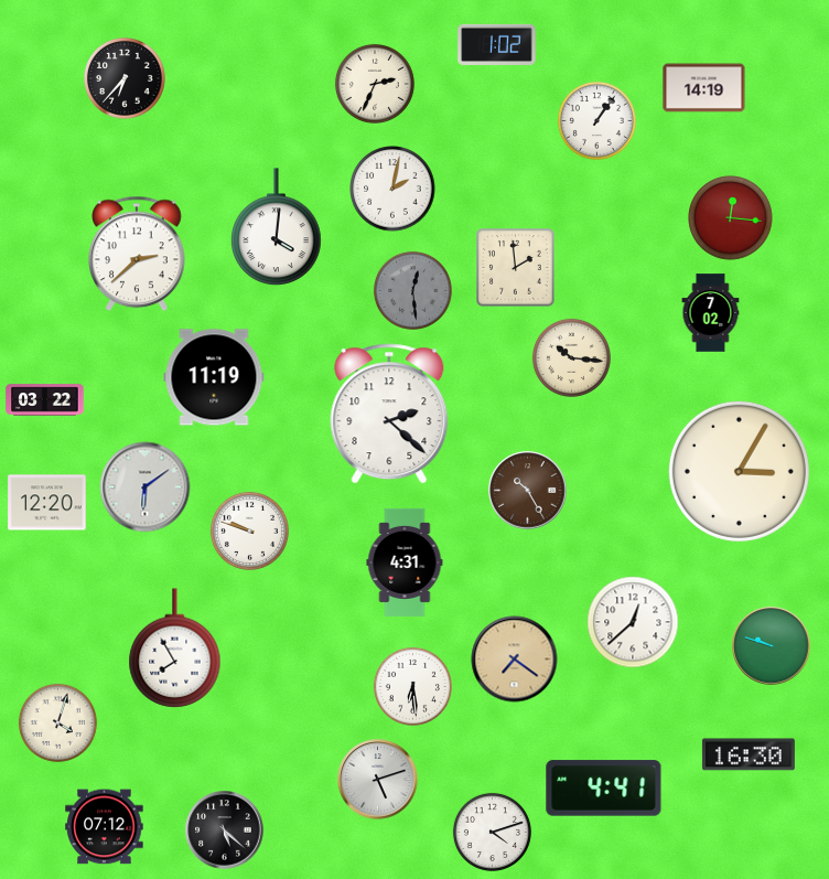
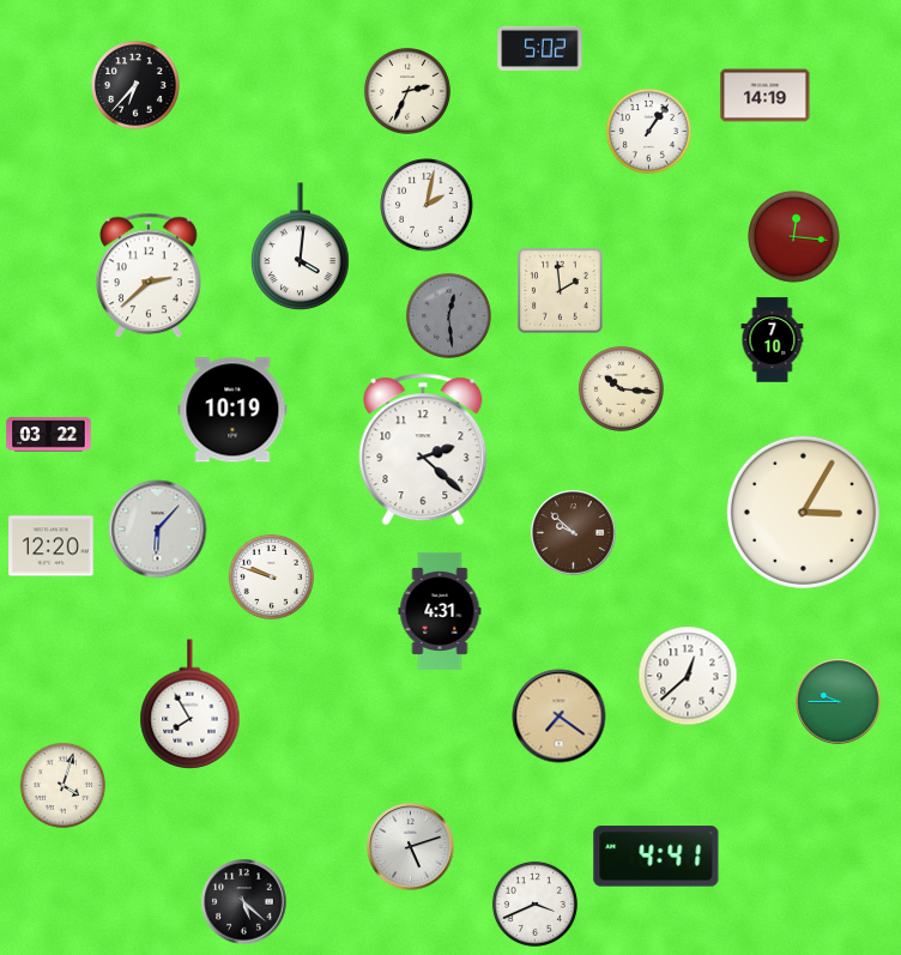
clock at (497, 44): 1:02 -> 5:02
clock at (711, 313): 7:02 -> 7:10
clock at (214, 377): 11:19 -> 10:19
clock at (146, 487): 6:09 -> 6:07
clock at (528, 491): 10:25 -> 9:52
clock at (772, 646): 9:48 -> 9:45
clock at (412, 686): 6:29 -> none
clock at (749, 754): 16:30 -> none
clock at (105, 827): 07:12 -> none
clock at (492, 832): 4:12 -> 3:41
